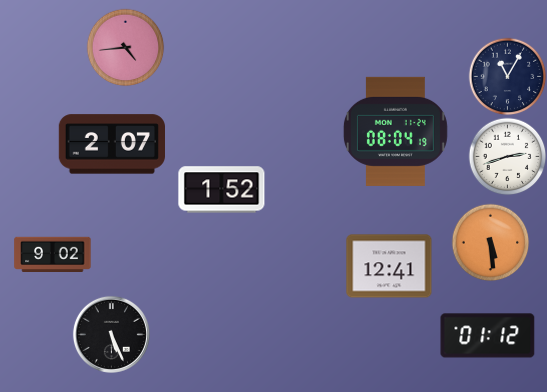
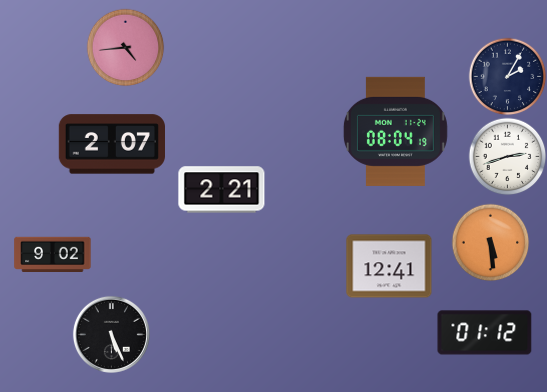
clock at (507, 76): 11:05 -> 2:05
clock at (222, 190): 1:52 -> 2:21
clock at (488, 336) position: (488, 336) -> (485, 333)
